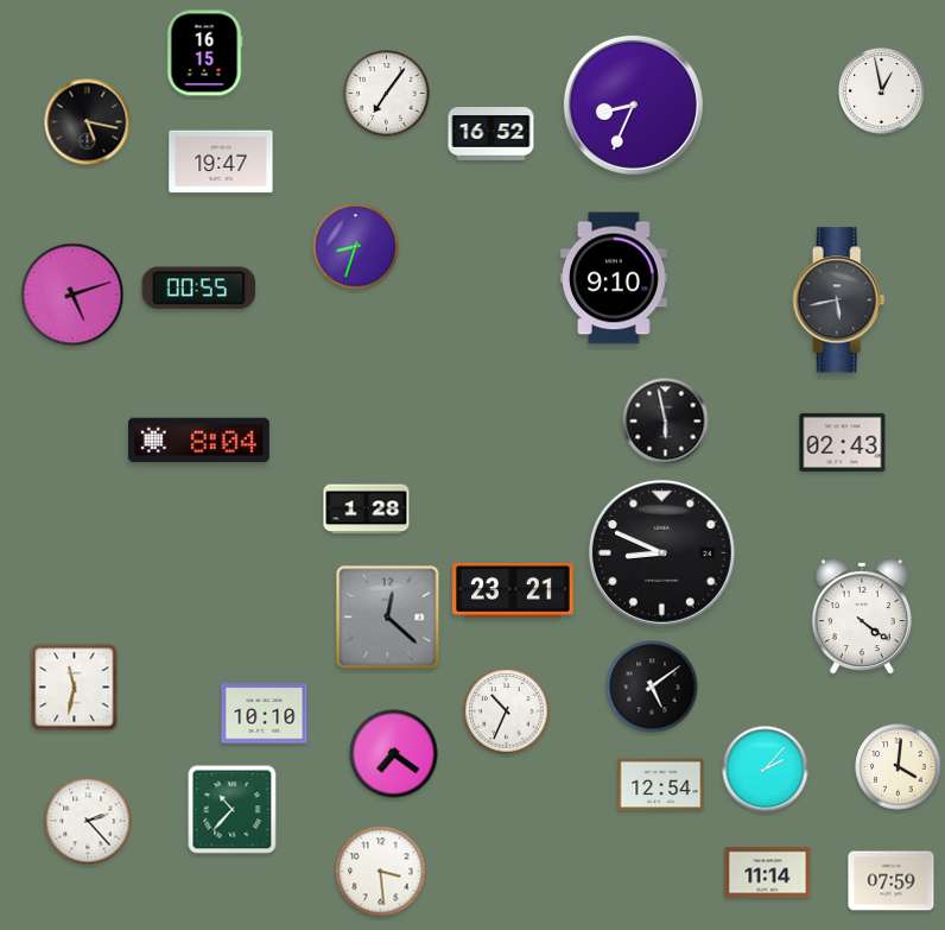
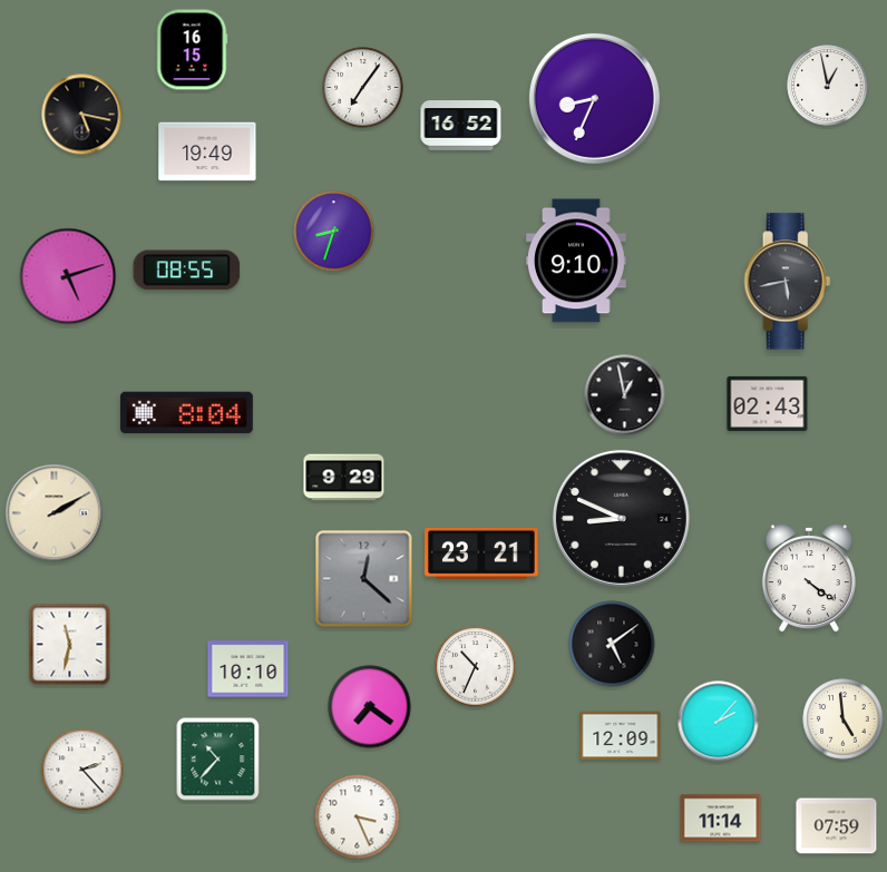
clock at (221, 162): 19:47 -> 19:49
clock at (199, 289): 00:55 -> 08:55
clock at (666, 422): 5:58 -> 12:58
clock at (843, 442) position: (843, 442) -> (768, 403)
clock at (367, 510): 1:28 -> 9:29
clock at (55, 513): none -> 2:10
clock at (899, 767): 4:01 -> 4:59
clock at (661, 785): 12:54 -> 12:09
clock at (381, 872): 3:29 -> 3:26
